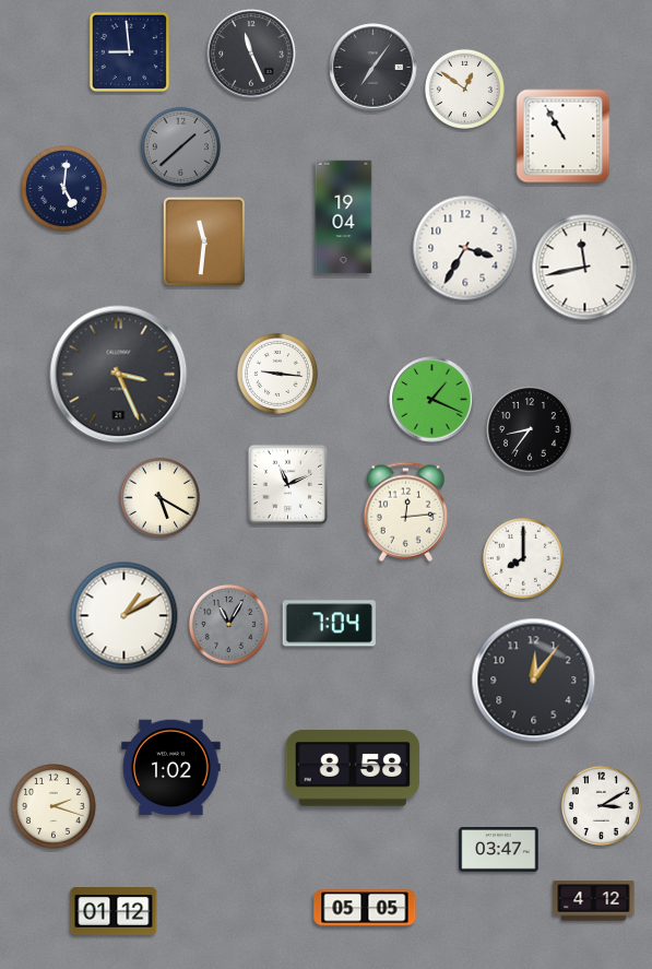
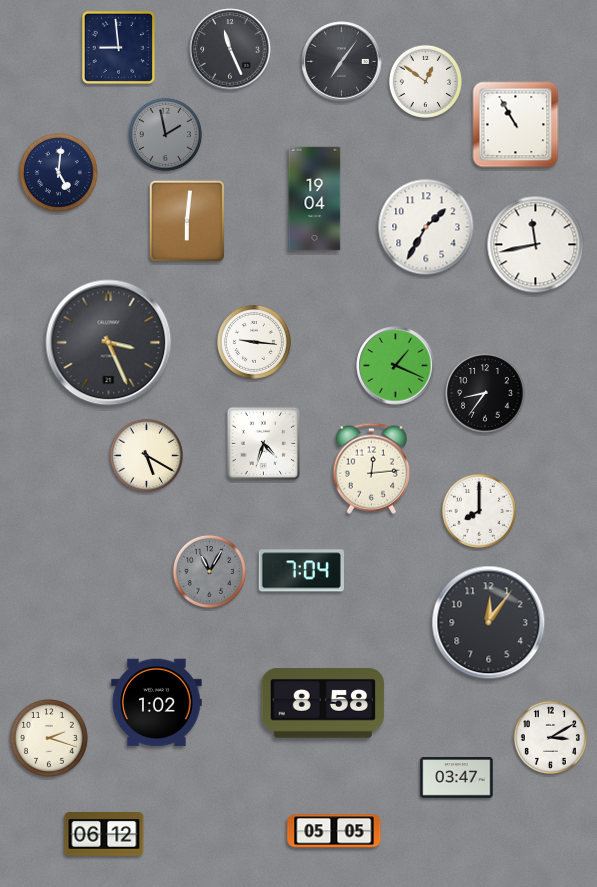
clock at (180, 146): 1:38 -> 1:58
clock at (203, 240): 11:31 -> 6:01
clock at (465, 248): 3:35 -> 1:35
clock at (287, 484): 11:11 -> 4:33
clock at (125, 616): 1:10 -> none
clock at (594, 901): 4:12 -> none
clock at (114, 912): 01:12 -> 06:12
